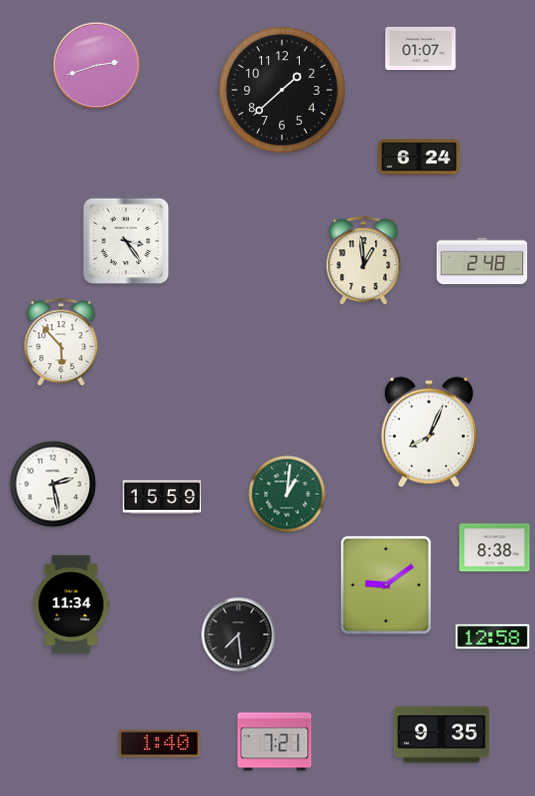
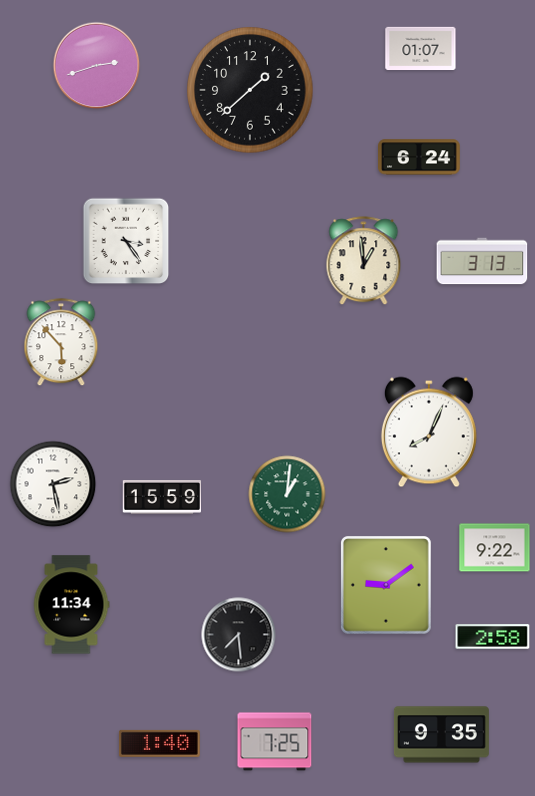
clock at (282, 90) position: (282, 90) -> (250, 90)
clock at (482, 261): 2:48 -> 3:13
clock at (495, 548): 8:38 -> 9:22
clock at (493, 637): 12:58 -> 2:58
clock at (275, 742): 7:21 -> 7:25
